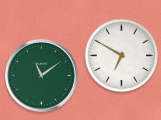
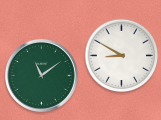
clock at (122, 56): 6:50 -> 8:50
